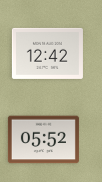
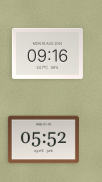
clock at (47, 53): 12:42 -> 09:16
